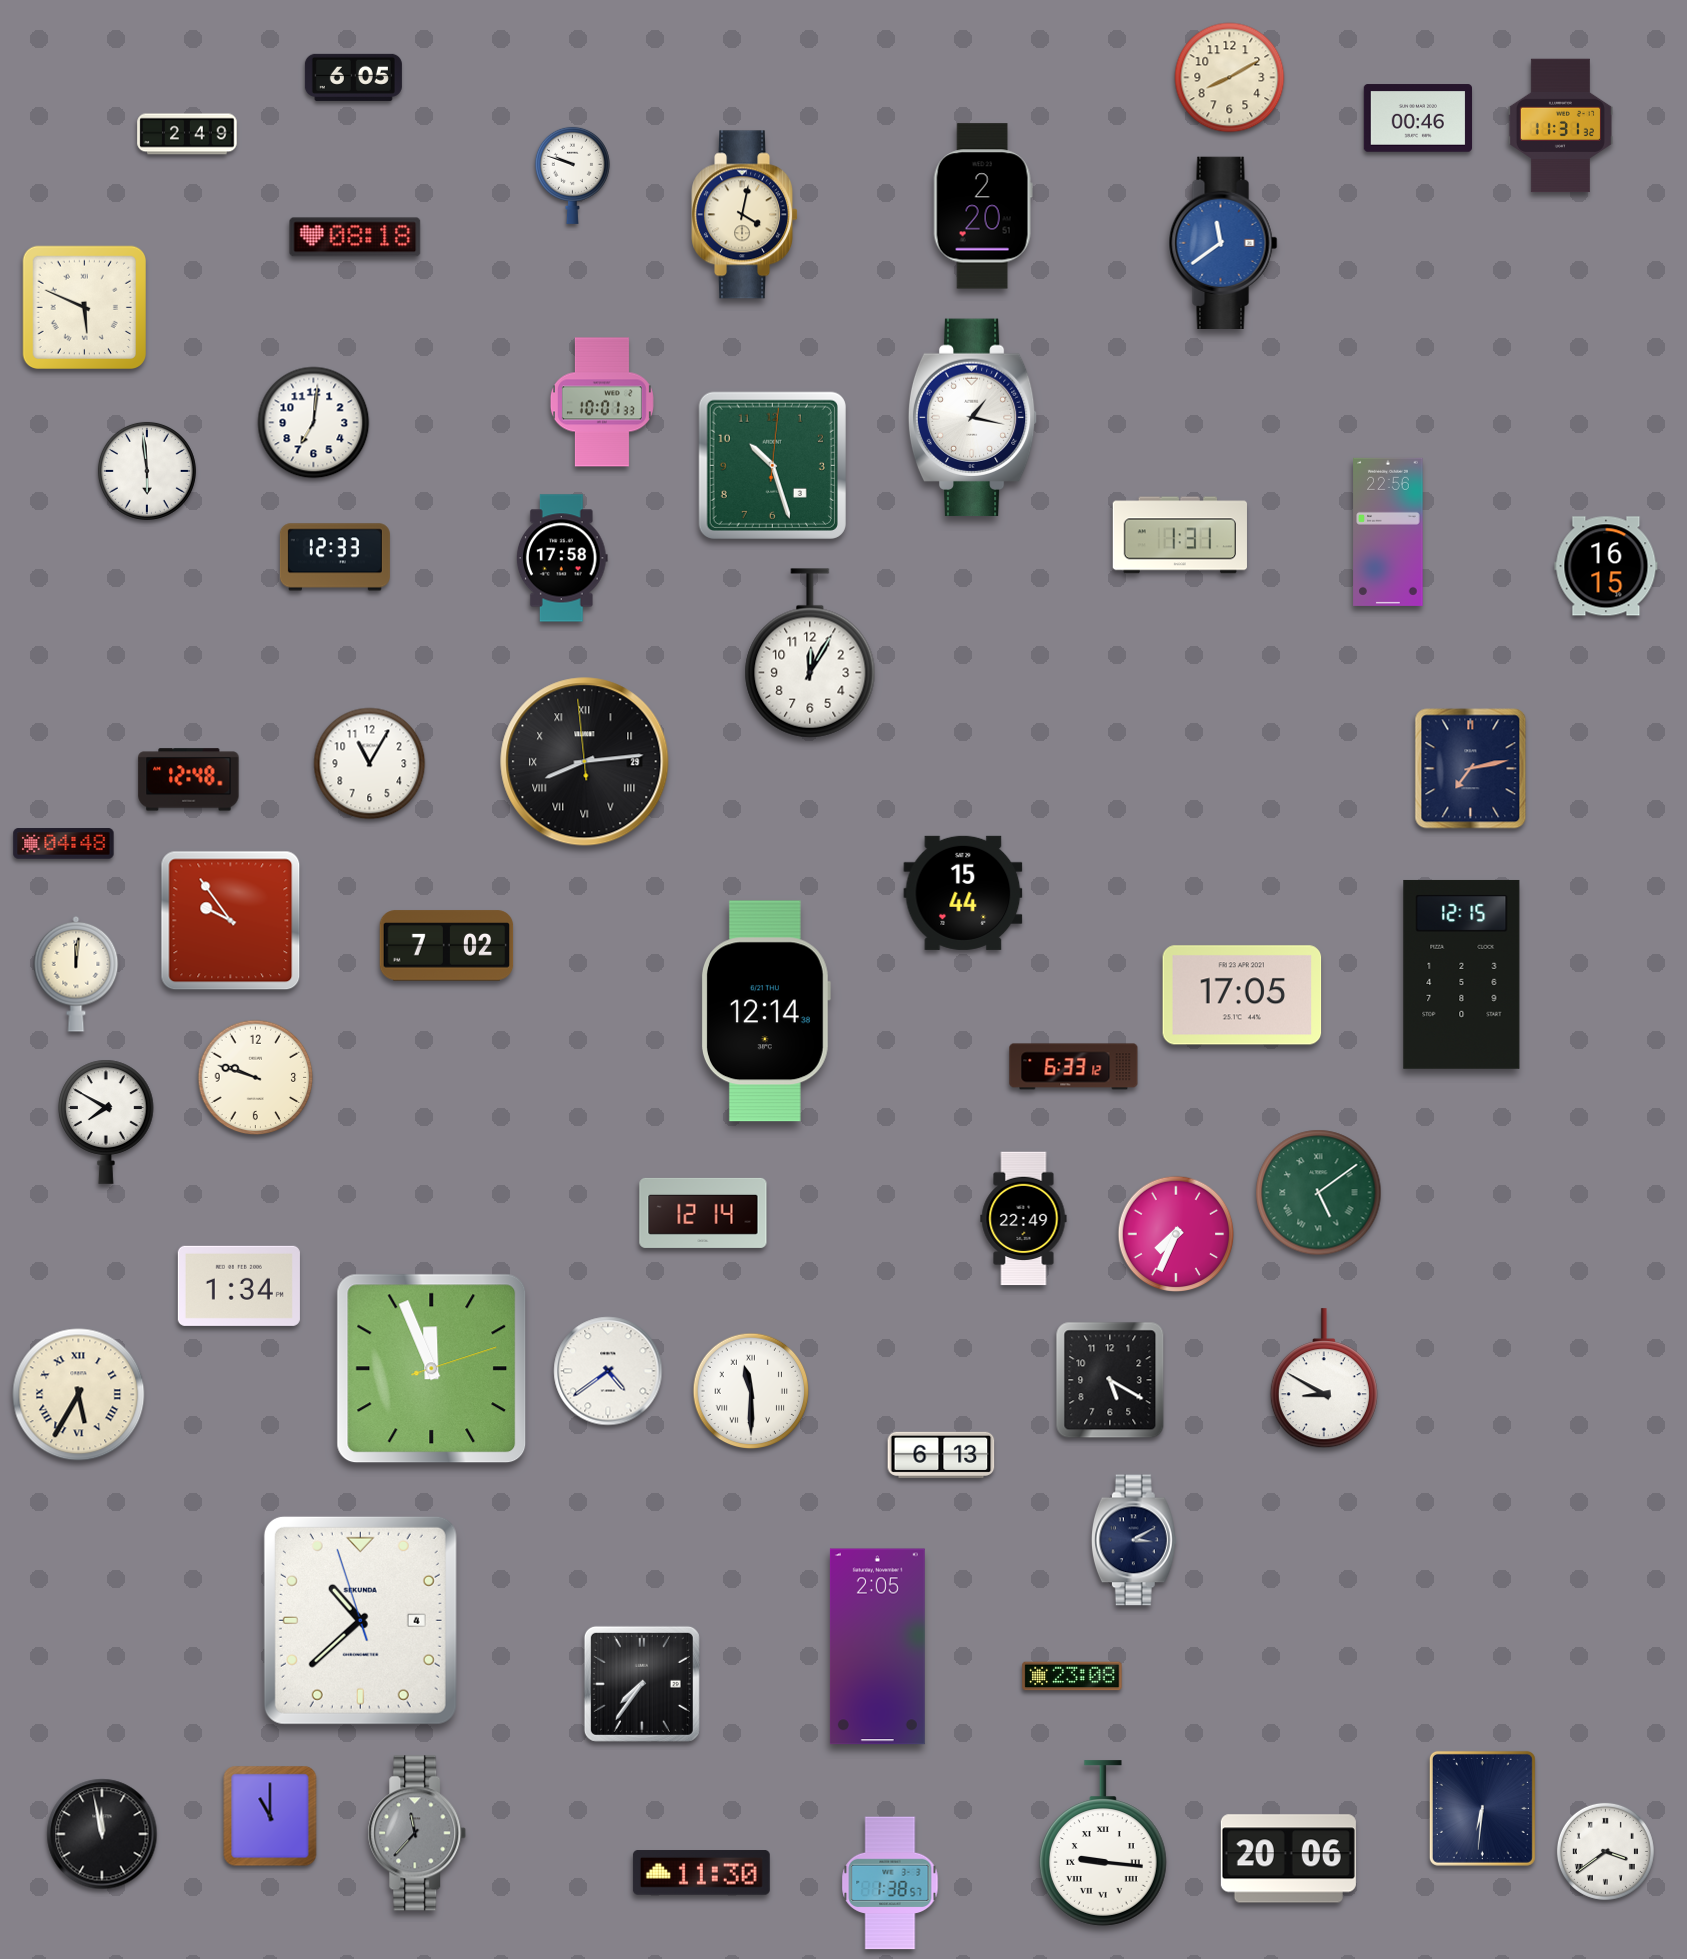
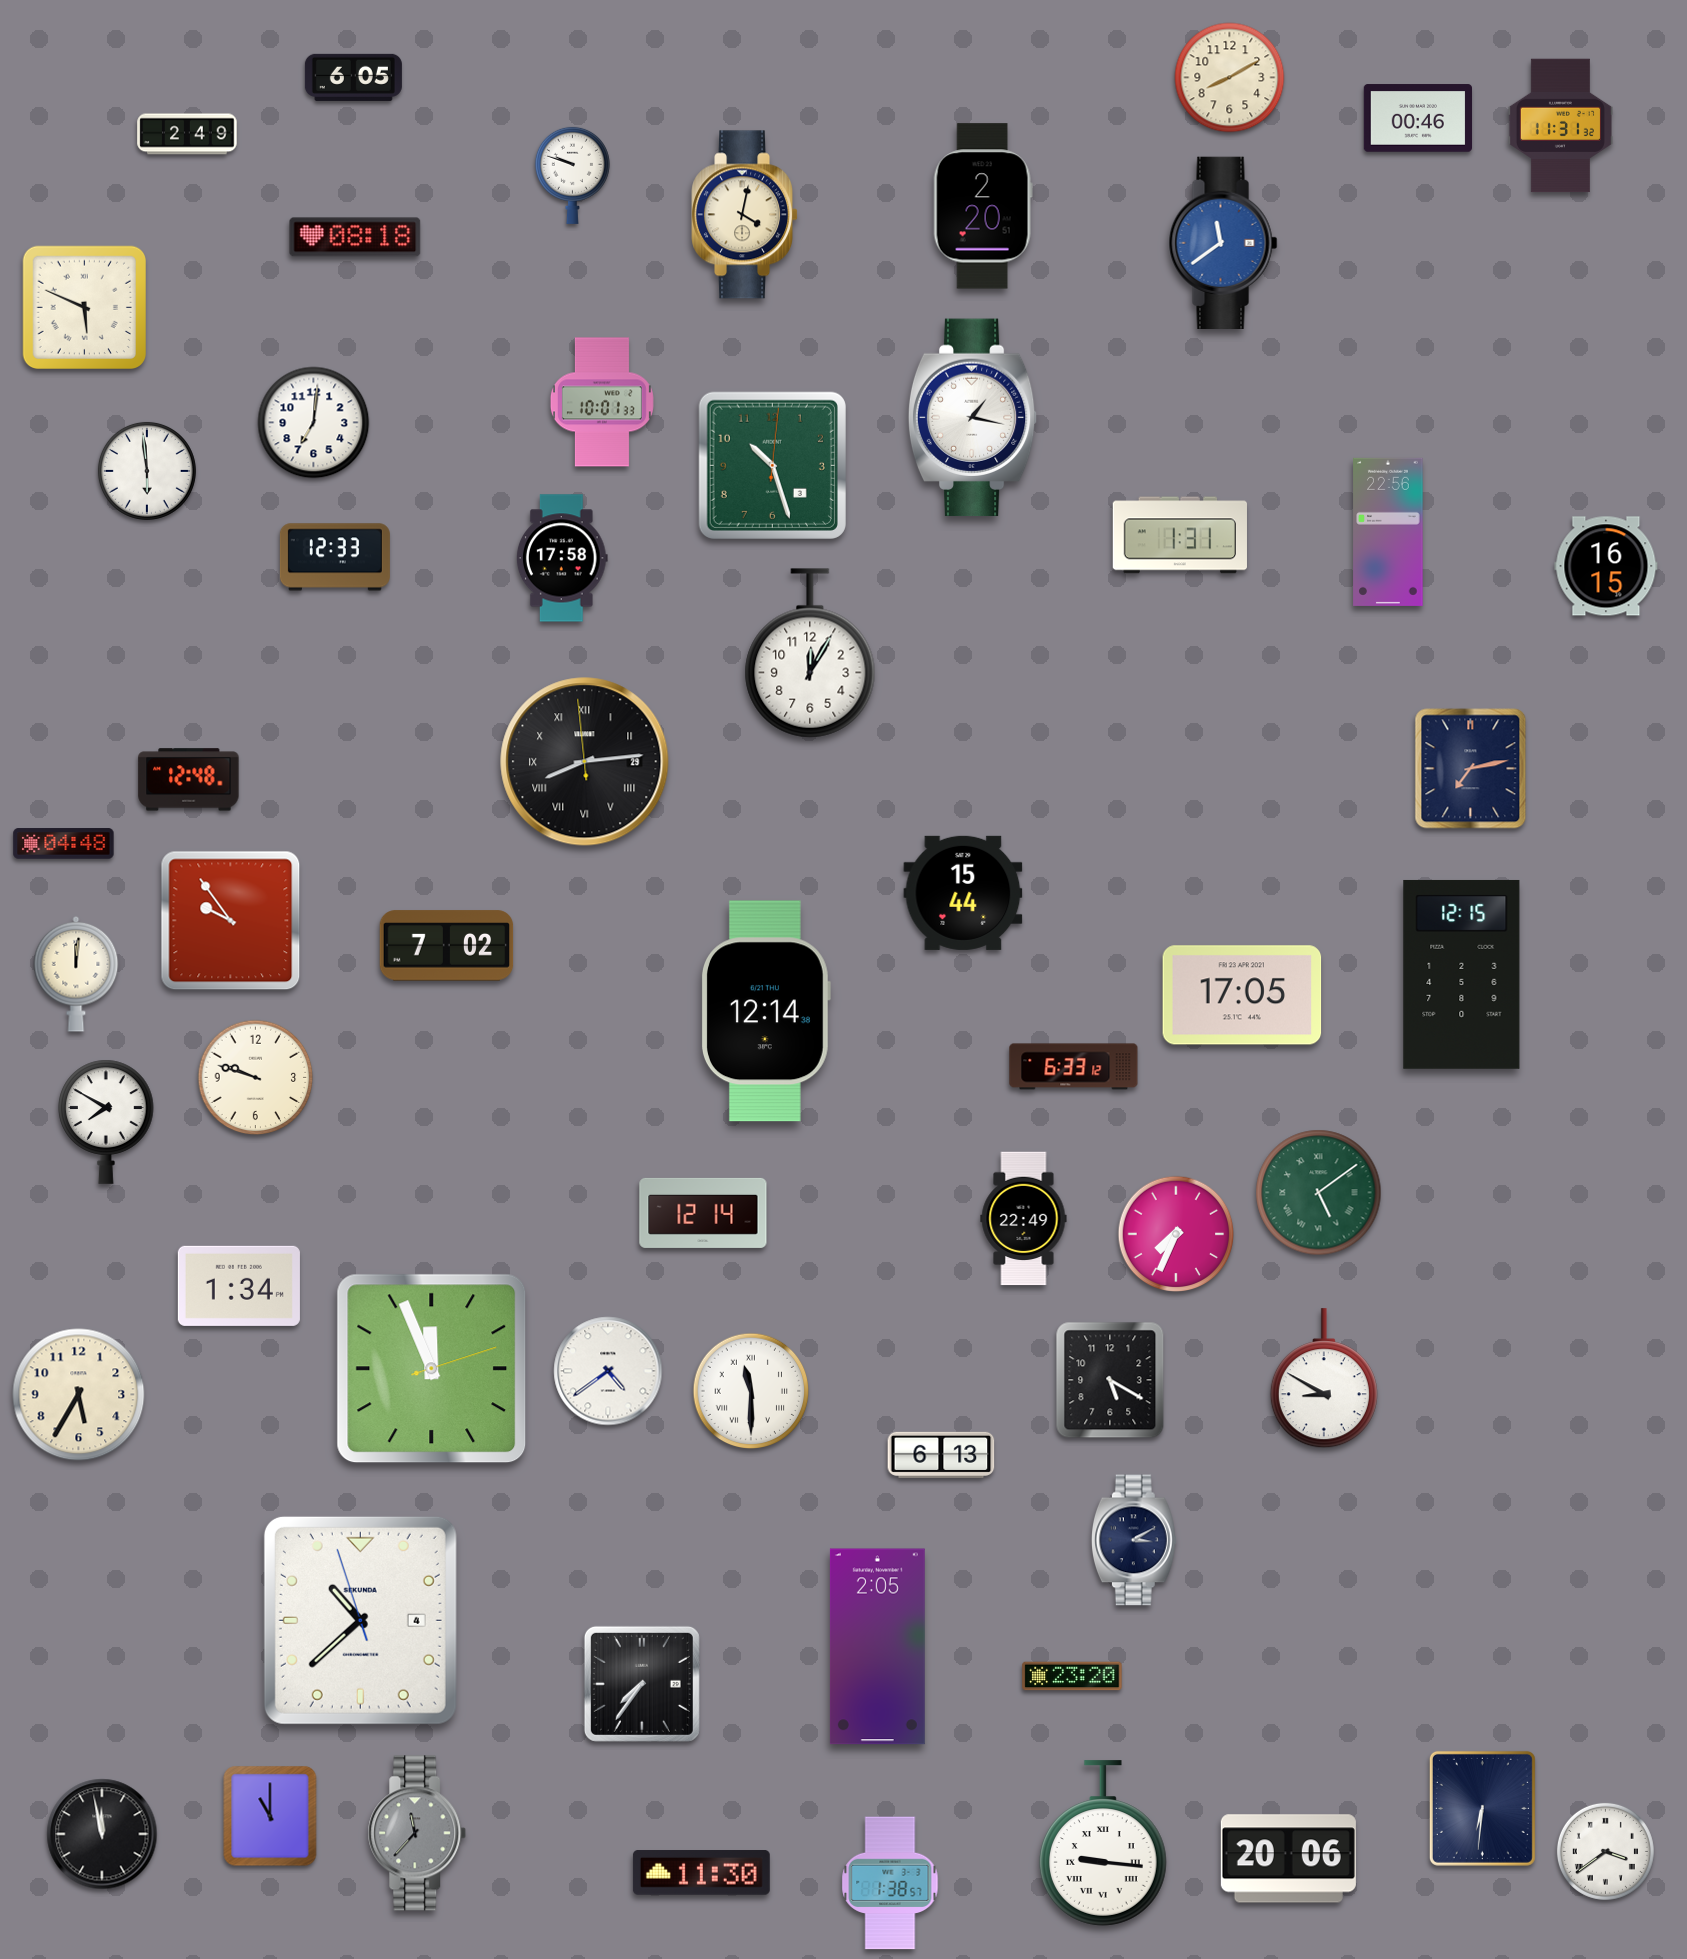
clock at (370, 764): 11:05 -> none
clock at (79, 1395) numerals: Roman -> Arabic
clock at (1072, 1676): 23:08 -> 23:20
